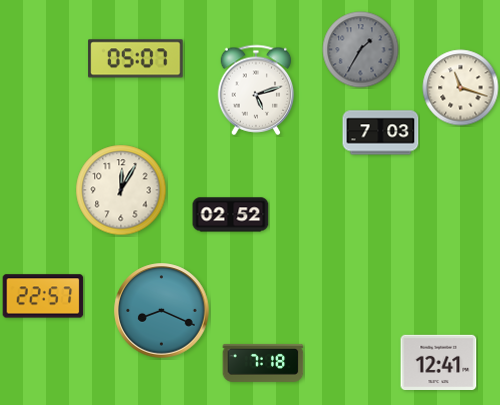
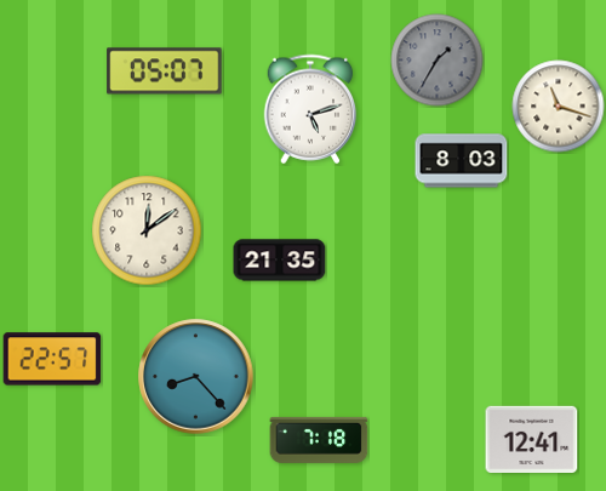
clock at (381, 133): 7:03 -> 8:03
clock at (121, 190): 12:05 -> 12:09
clock at (231, 215): 02:52 -> 21:35
clock at (162, 311): 8:19 -> 8:23
